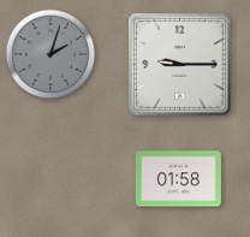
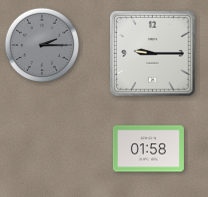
clock at (50, 54): 2:03 -> 2:15
clock at (180, 65) position: (180, 65) -> (153, 54)
